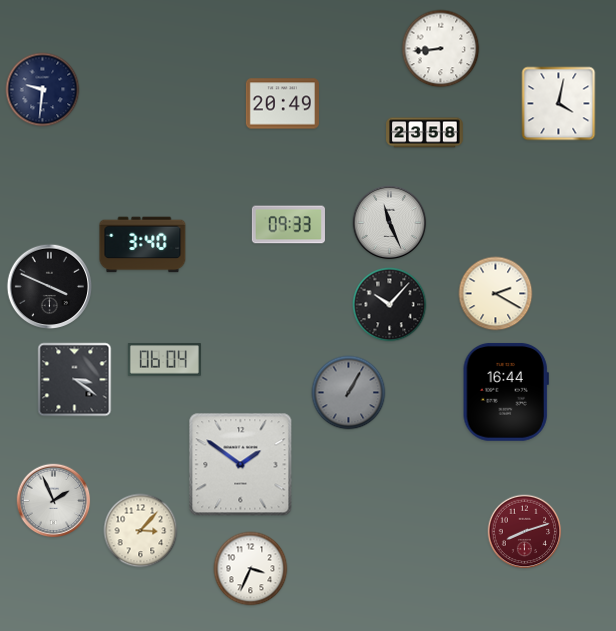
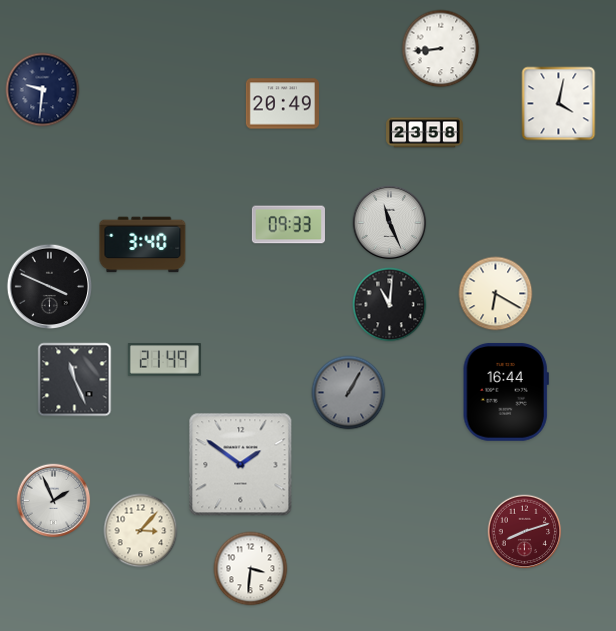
clock at (496, 294): 2:20 -> 6:20
clock at (390, 305): 10:07 -> 11:01
clock at (164, 360): 06:04 -> 21:49
clock at (75, 380): 3:21 -> 11:26
clock at (251, 569): 3:34 -> 3:31
